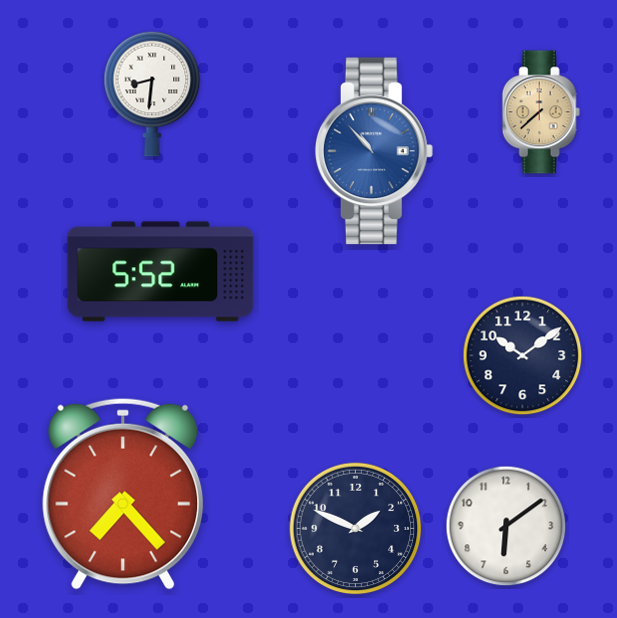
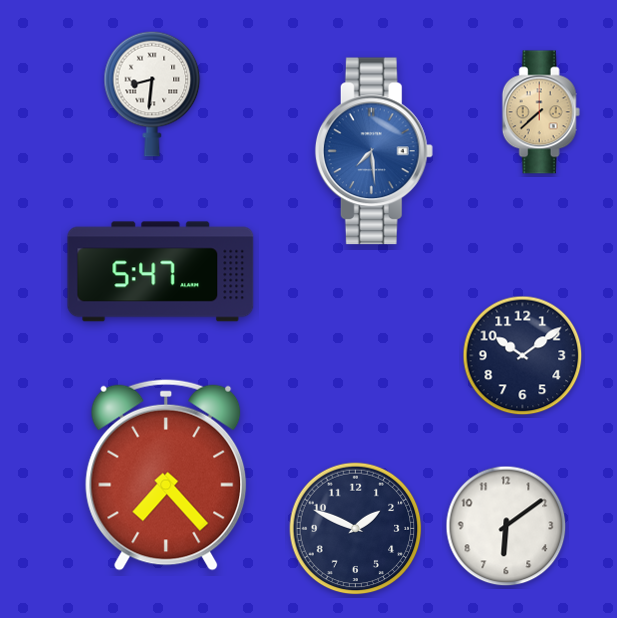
clock at (374, 151): 10:53 -> 7:29
clock at (161, 272): 5:52 -> 5:47
clock at (123, 494) position: (123, 494) -> (166, 475)
